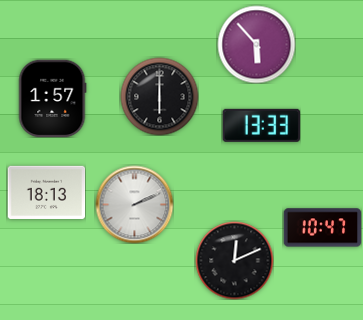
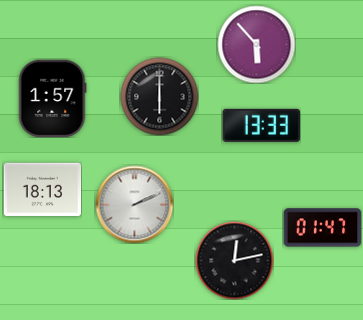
clock at (46, 192) position: (46, 192) -> (42, 189)
clock at (322, 228): 10:47 -> 01:47
clock at (234, 260): 12:11 -> 12:13
